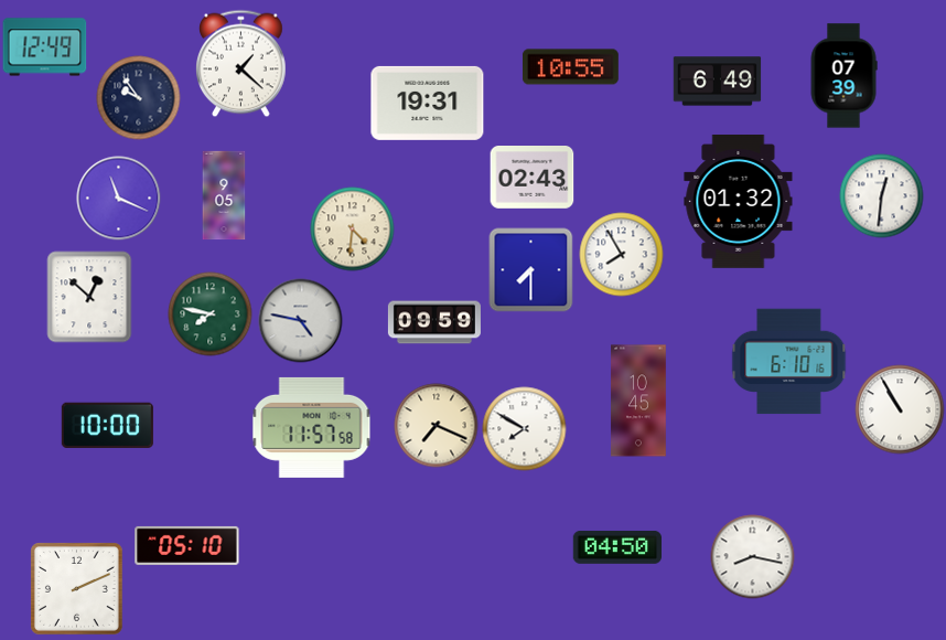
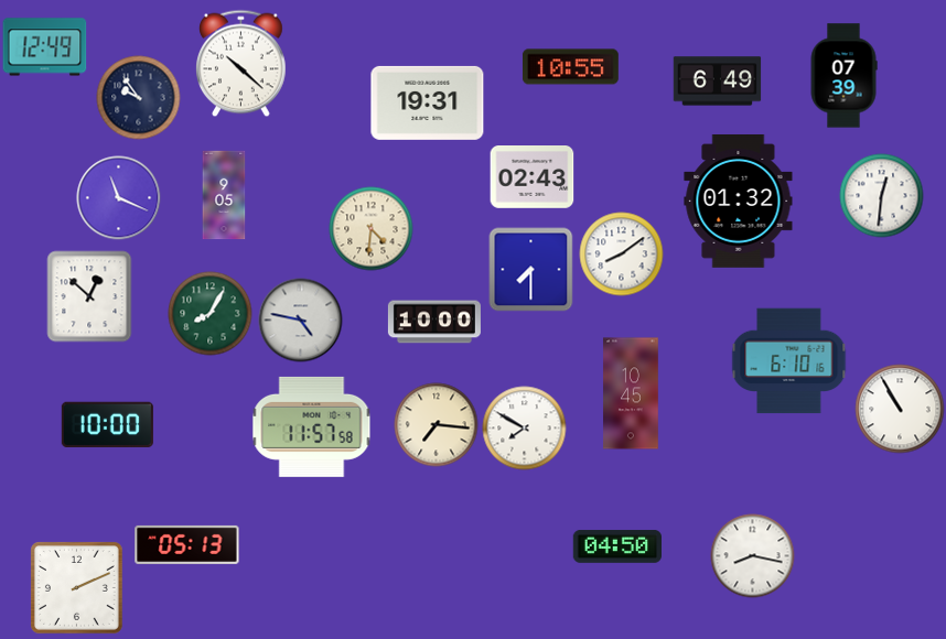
clock at (241, 64): 1:22 -> 10:22
clock at (353, 230) position: (353, 230) -> (372, 229)
clock at (622, 255): 7:55 -> 8:09
clock at (211, 314): 7:47 -> 8:05
clock at (434, 322): 09:59 -> 10:00
clock at (638, 401) position: (638, 401) -> (631, 393)
clock at (437, 426): 7:19 -> 7:16
clock at (187, 545): 05:10 -> 05:13
